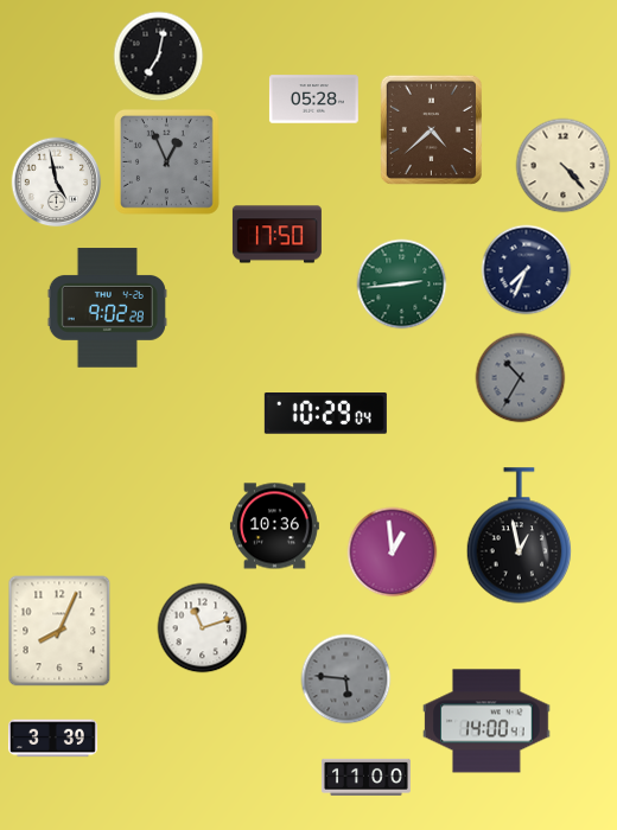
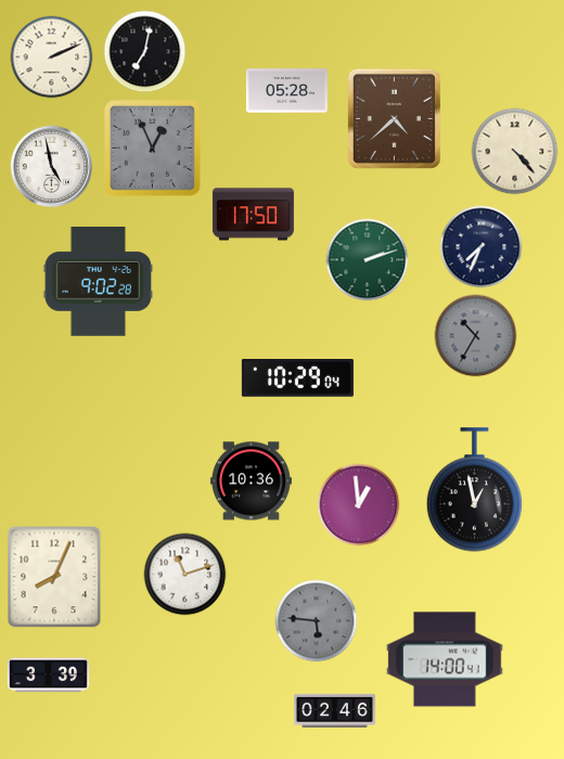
clock at (52, 57): none -> 2:11
clock at (402, 285): 2:44 -> 2:12
clock at (521, 378) position: (521, 378) -> (476, 336)
clock at (365, 777): 11:00 -> 02:46
